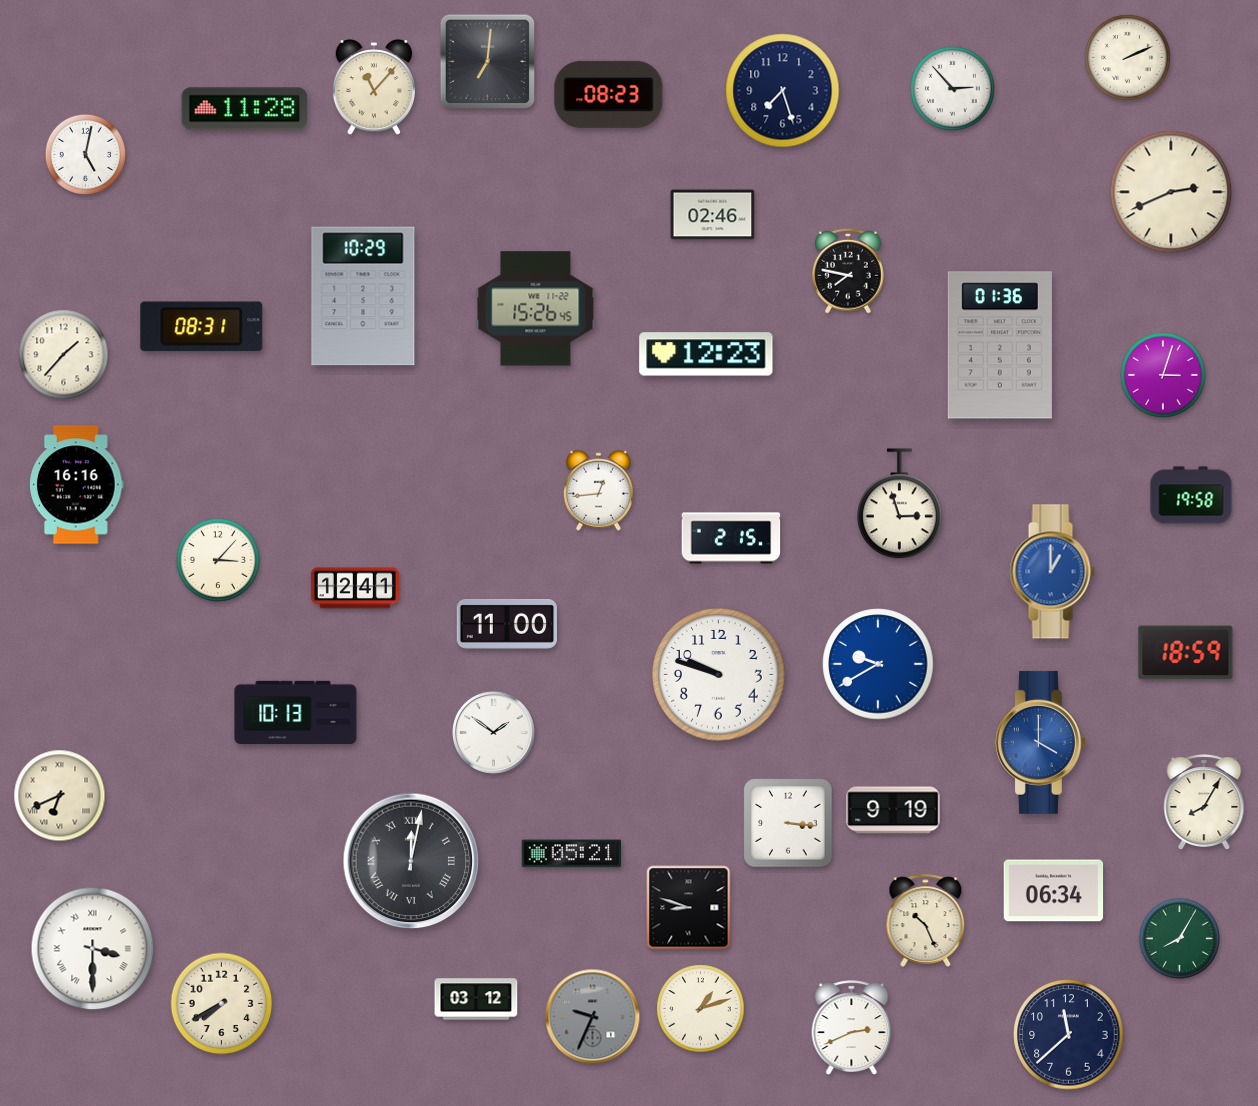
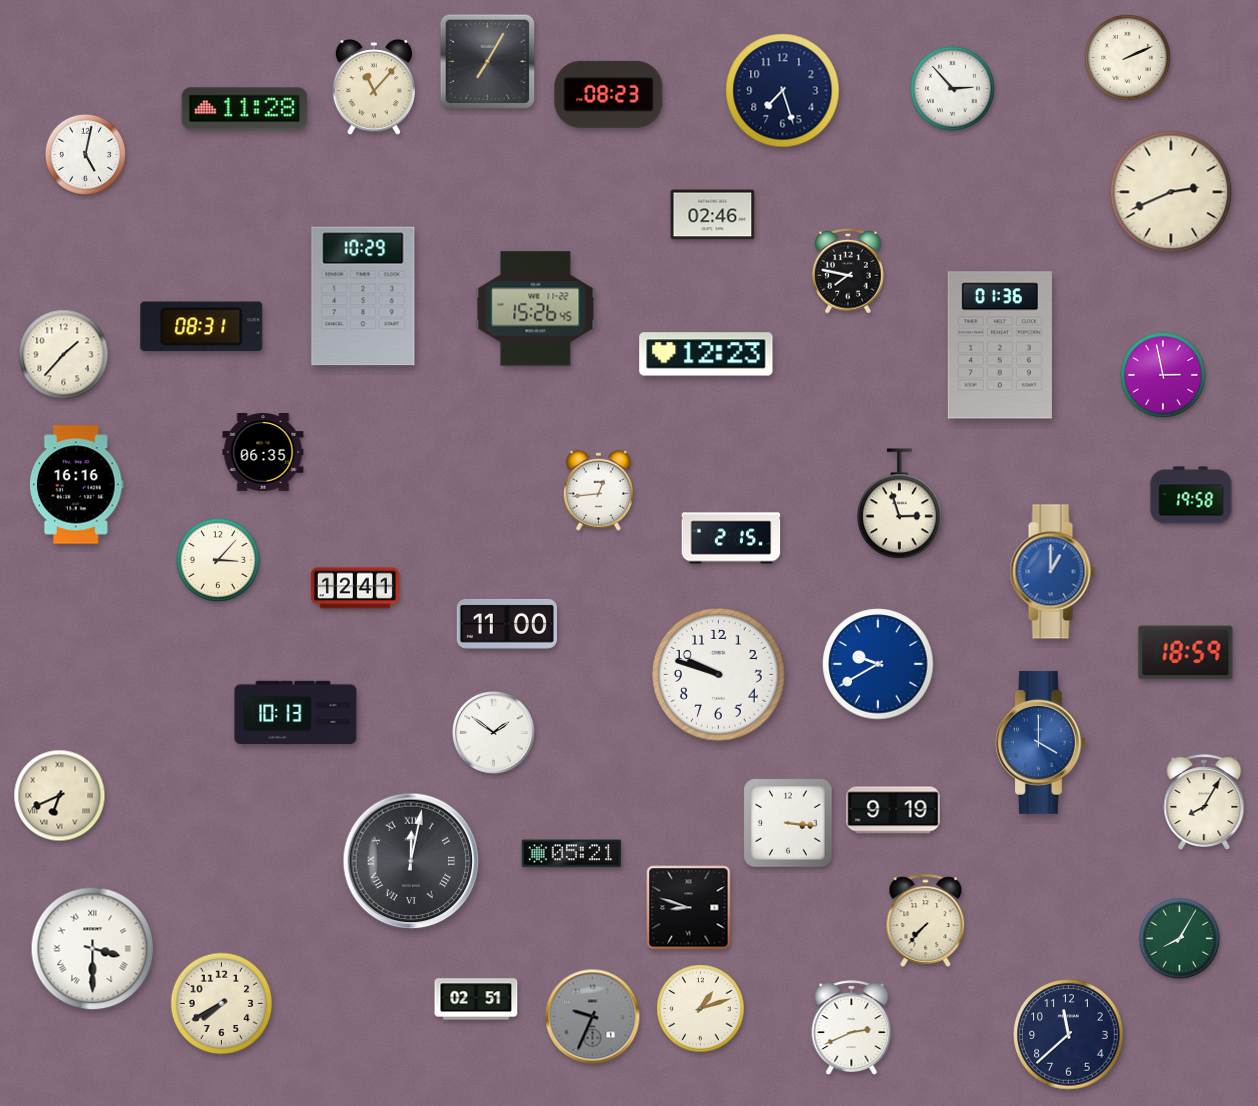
clock at (488, 62): 7:01 -> 7:05
clock at (1163, 375): 3:03 -> 2:58
clock at (263, 453): none -> 06:35
clock at (1054, 891): 06:34 -> none
clock at (926, 920): 10:26 -> 7:37
clock at (476, 999): 03:12 -> 02:51
